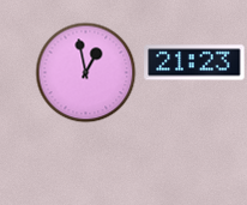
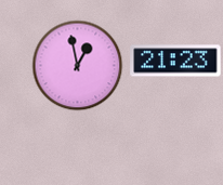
clock at (194, 62) position: (194, 62) -> (175, 61)
